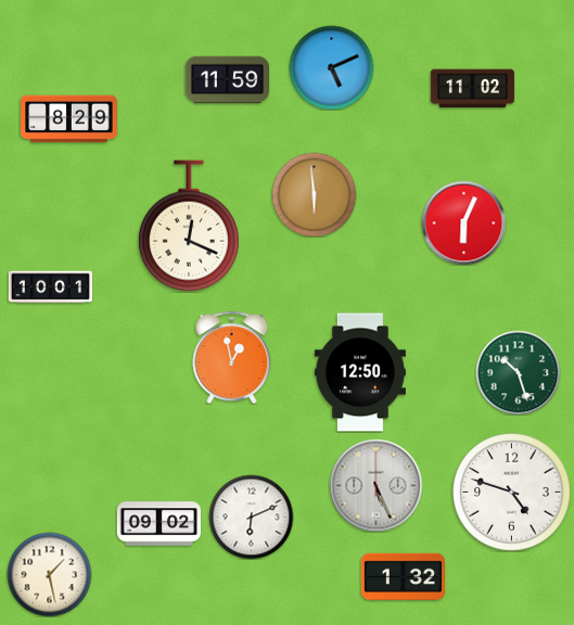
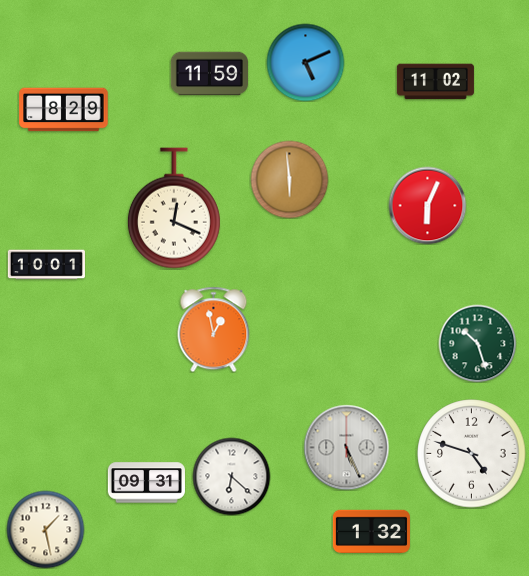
clock at (360, 372): 12:50 -> none
clock at (251, 516): 6:11 -> 6:22
clock at (158, 524): 09:02 -> 09:31
